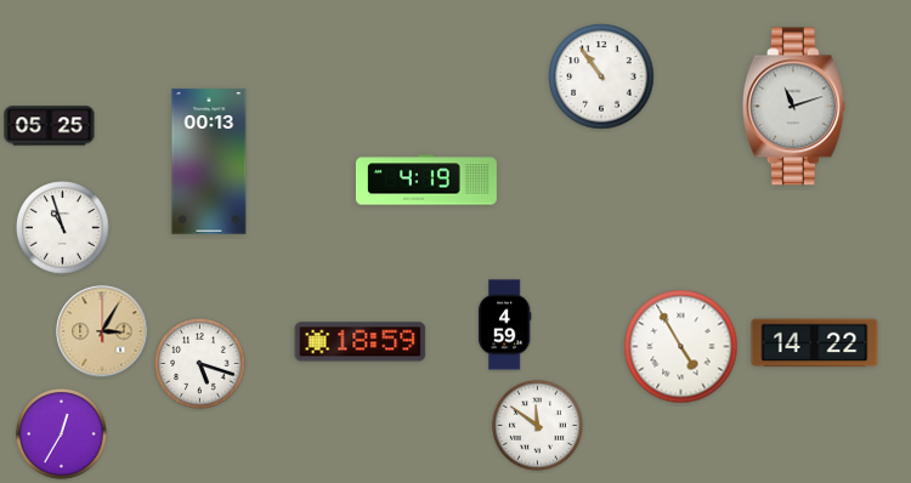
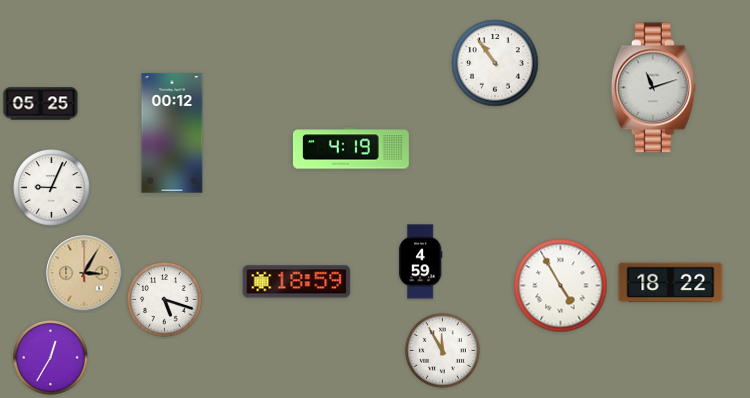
clock at (209, 161): 00:13 -> 00:12
clock at (63, 228): 10:57 -> 9:04
clock at (504, 325) position: (504, 325) -> (420, 262)
clock at (815, 343): 14:22 -> 18:22
clock at (538, 426): 11:51 -> 11:55
